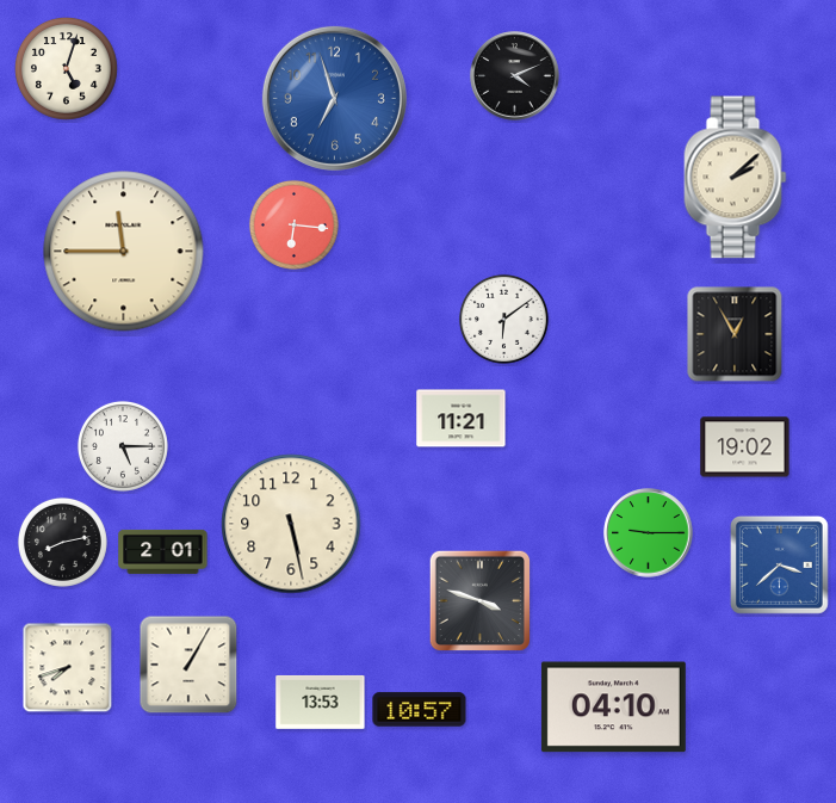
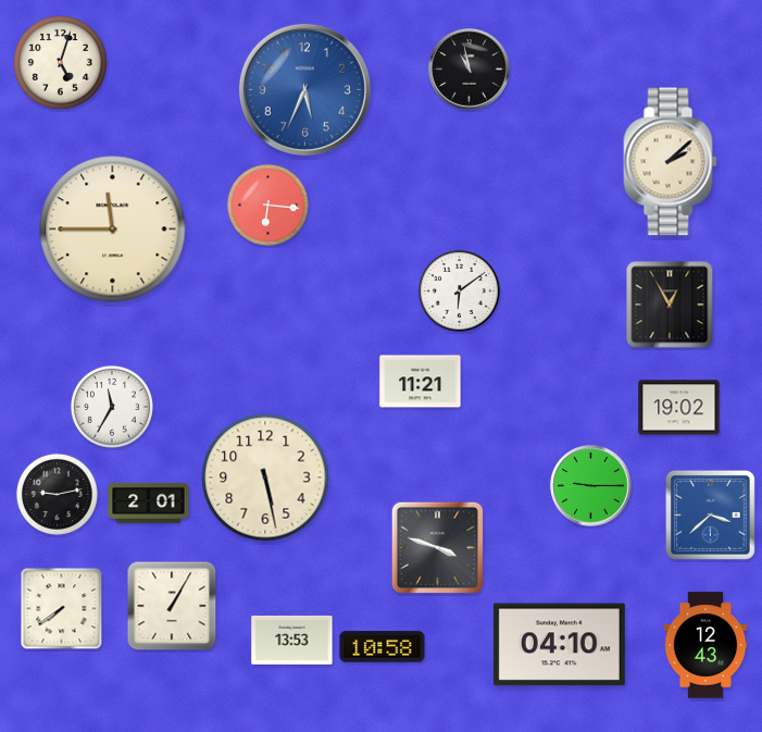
clock at (515, 76): 4:11 -> 10:58
clock at (334, 98): 6:57 -> 5:34
clock at (123, 446): 5:15 -> 11:35
clock at (62, 542): 8:13 -> 9:13
clock at (68, 668): 7:42 -> 7:39
clock at (705, 645): none -> 12:43
clock at (420, 710): 10:57 -> 10:58
